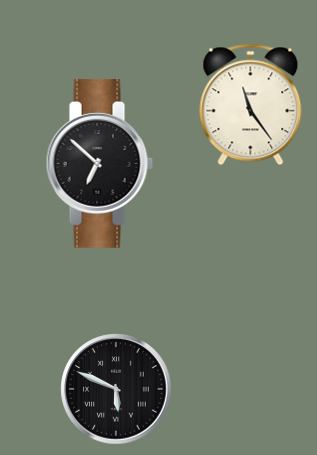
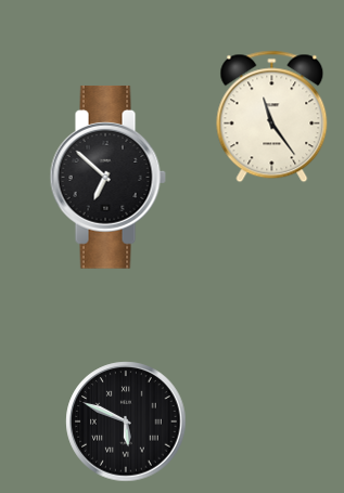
clock at (251, 105) position: (251, 105) -> (272, 117)
